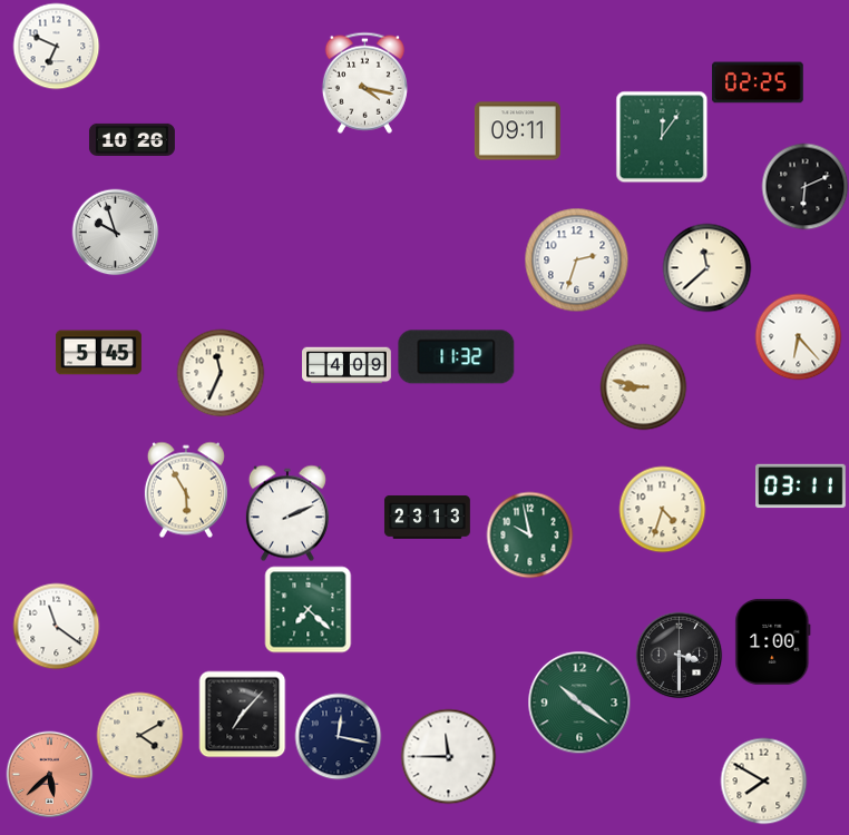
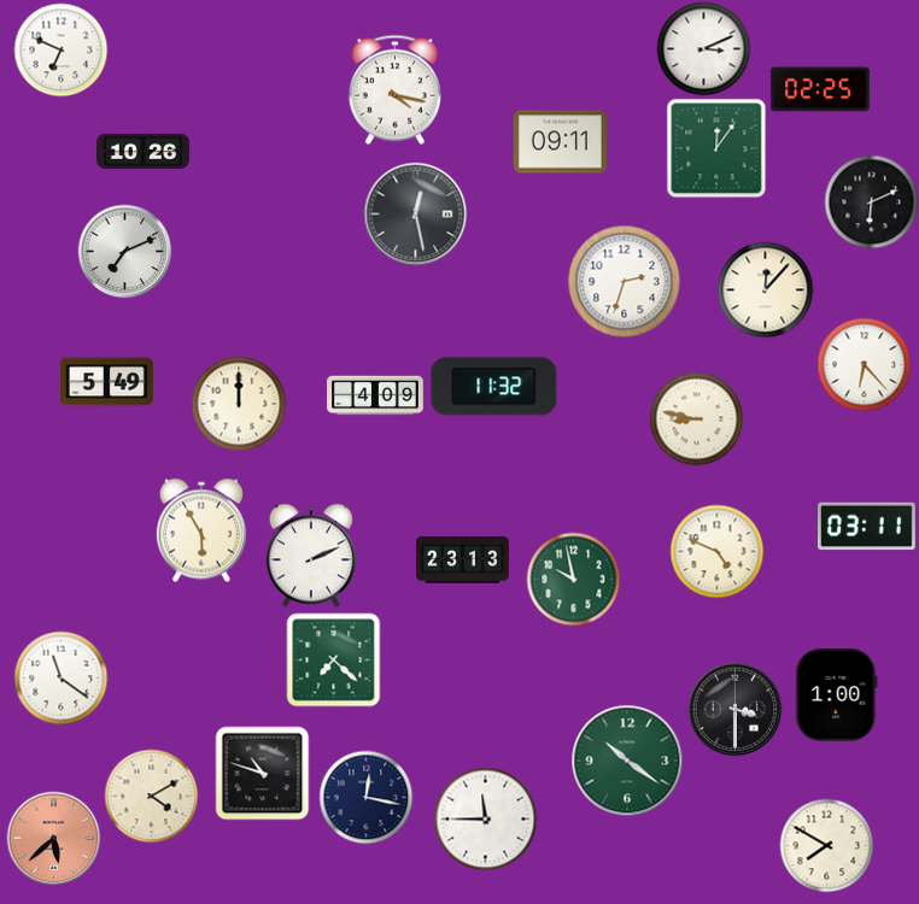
clock at (703, 48): none -> 3:11
clock at (415, 213): none -> 12:28
clock at (115, 232): 9:57 -> 7:11
clock at (706, 267): 11:38 -> 12:07
clock at (98, 353): 5:45 -> 5:49
clock at (221, 373): 11:34 -> 12:00
clock at (662, 509): 4:33 -> 4:49
clock at (242, 714): 7:07 -> 10:48
